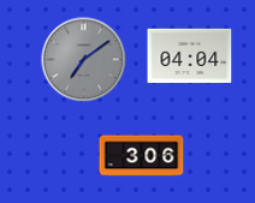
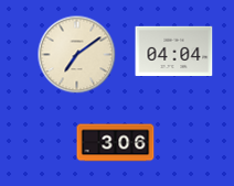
clock at (84, 60) dial: grey -> cream
clock at (142, 156) position: (142, 156) -> (116, 143)
